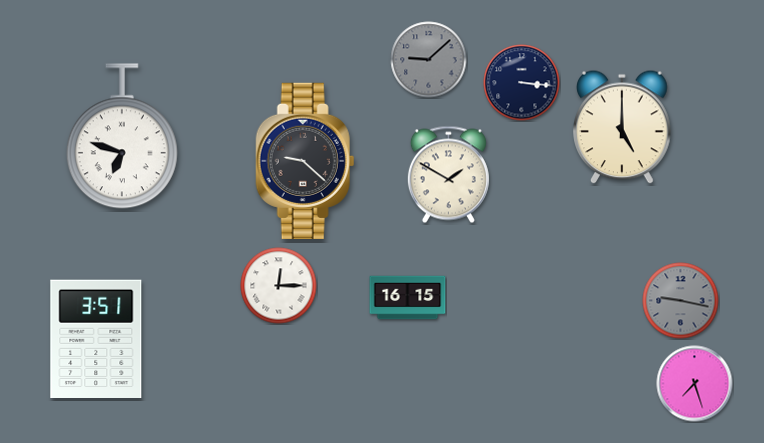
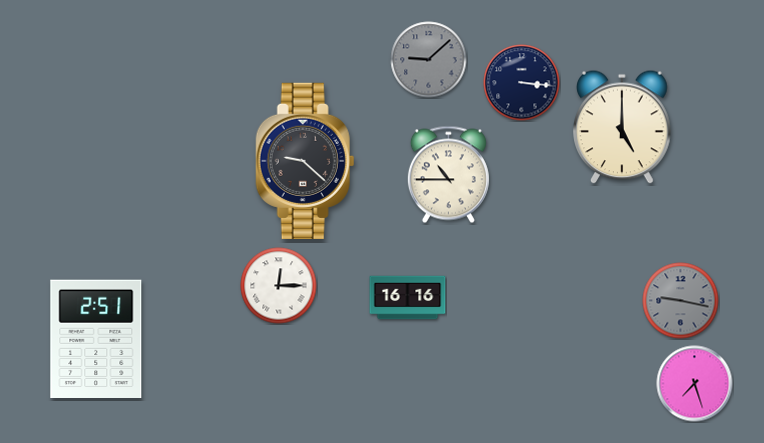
clock at (122, 136): 6:48 -> none
clock at (448, 175): 1:50 -> 10:45
clock at (408, 298): 16:15 -> 16:16
clock at (96, 338): 3:51 -> 2:51
